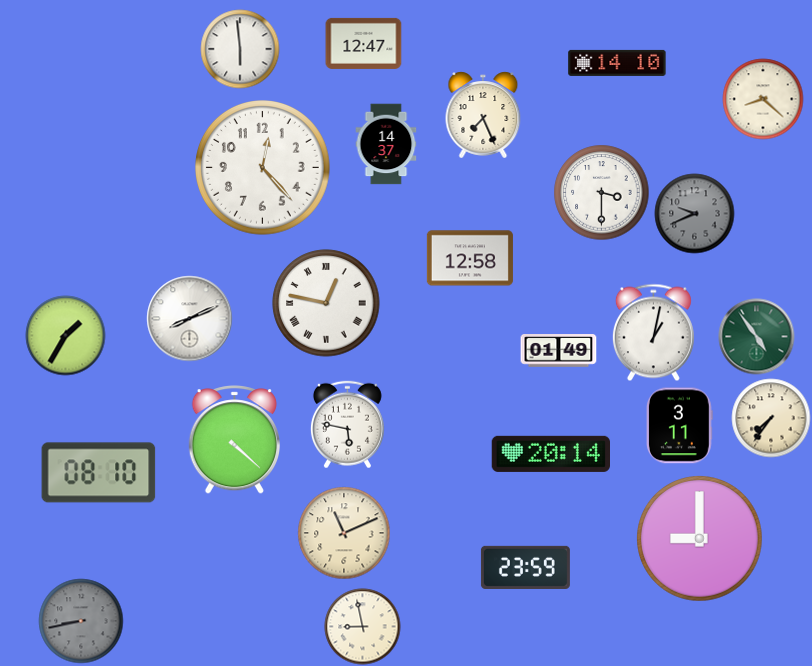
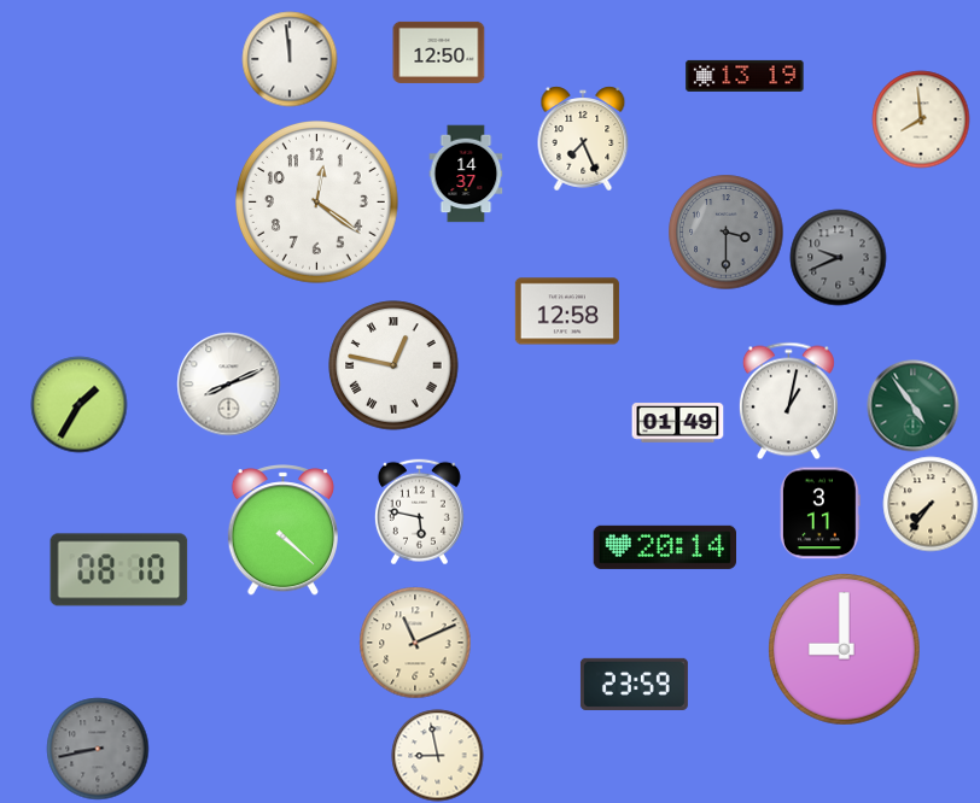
clock at (364, 43): 12:47 -> 12:50
clock at (240, 49): 5:59 -> 11:59
clock at (617, 63): 14:10 -> 13:19
clock at (763, 99): 8:22 -> 7:59
clock at (263, 168): 12:23 -> 12:21
clock at (602, 193) dial: white -> grey
clock at (559, 351) position: (559, 351) -> (678, 423)
